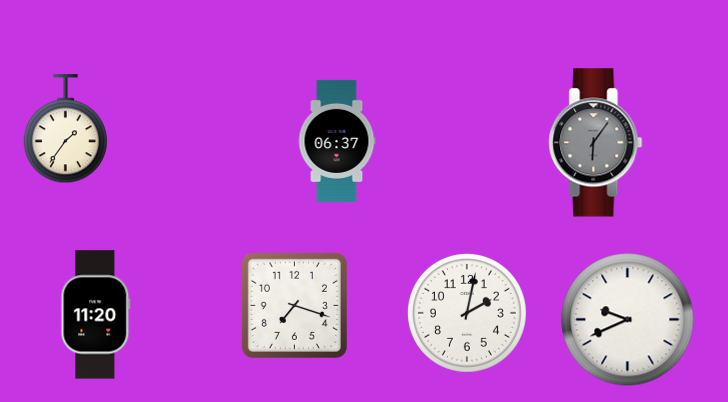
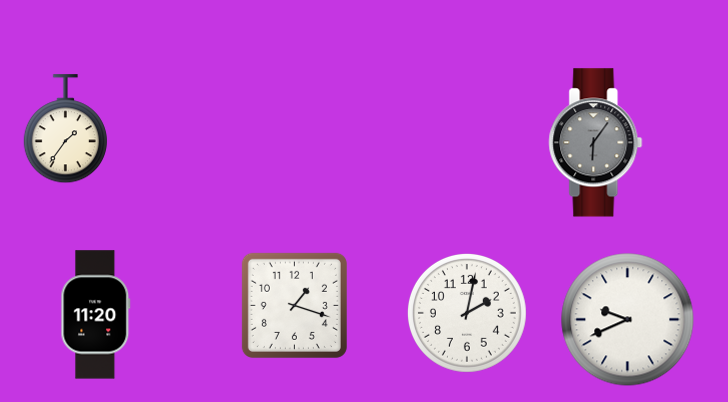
clock at (337, 141): 06:37 -> none
clock at (294, 305): 7:18 -> 1:18
